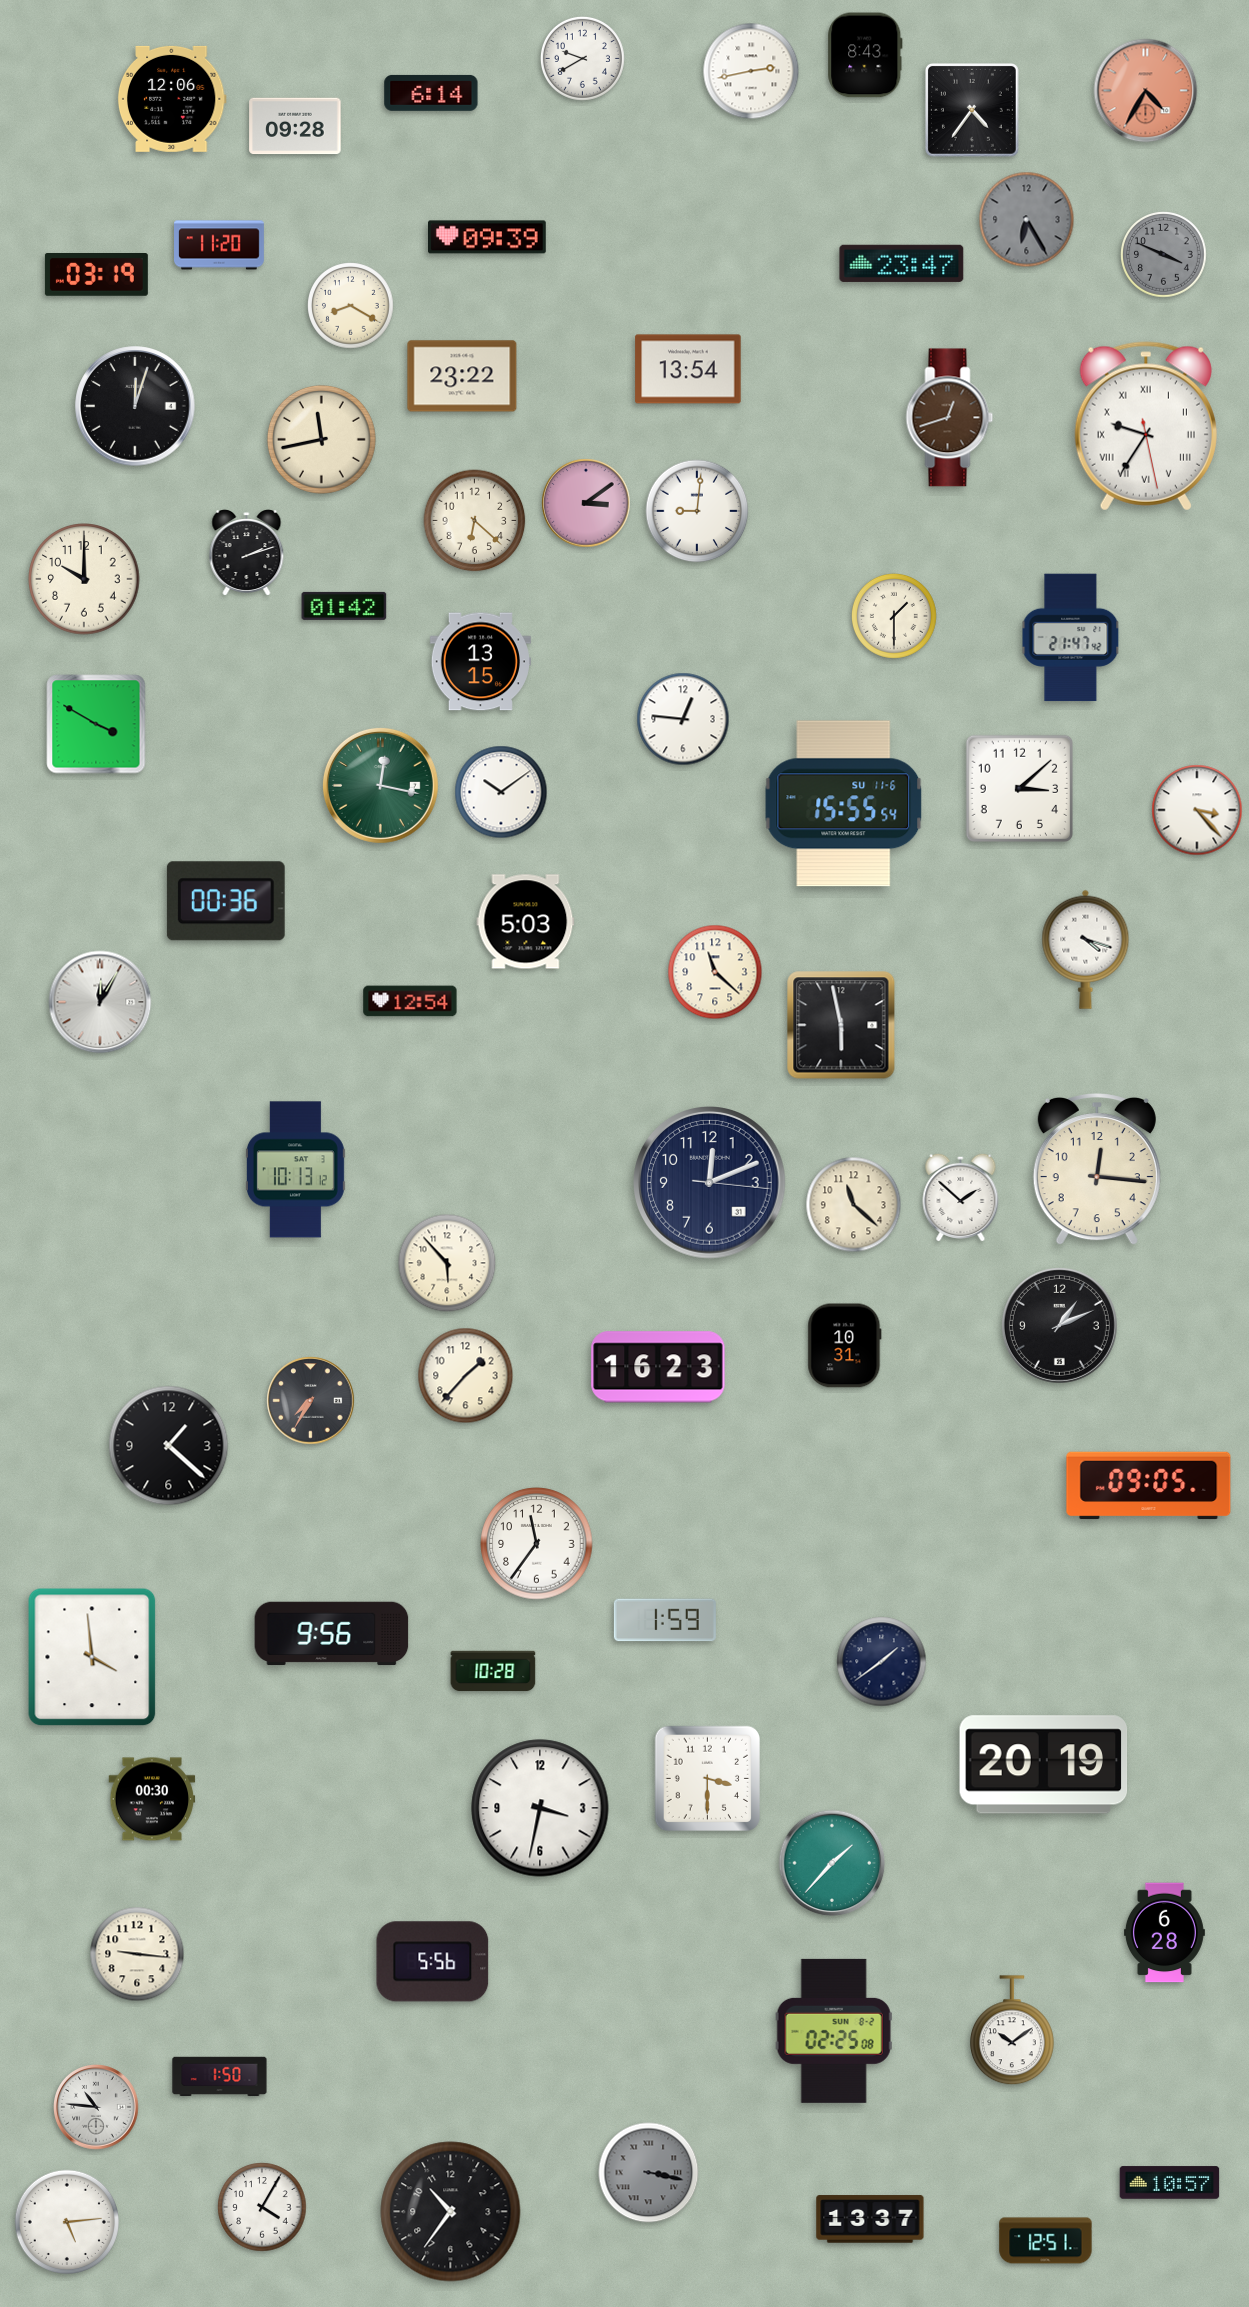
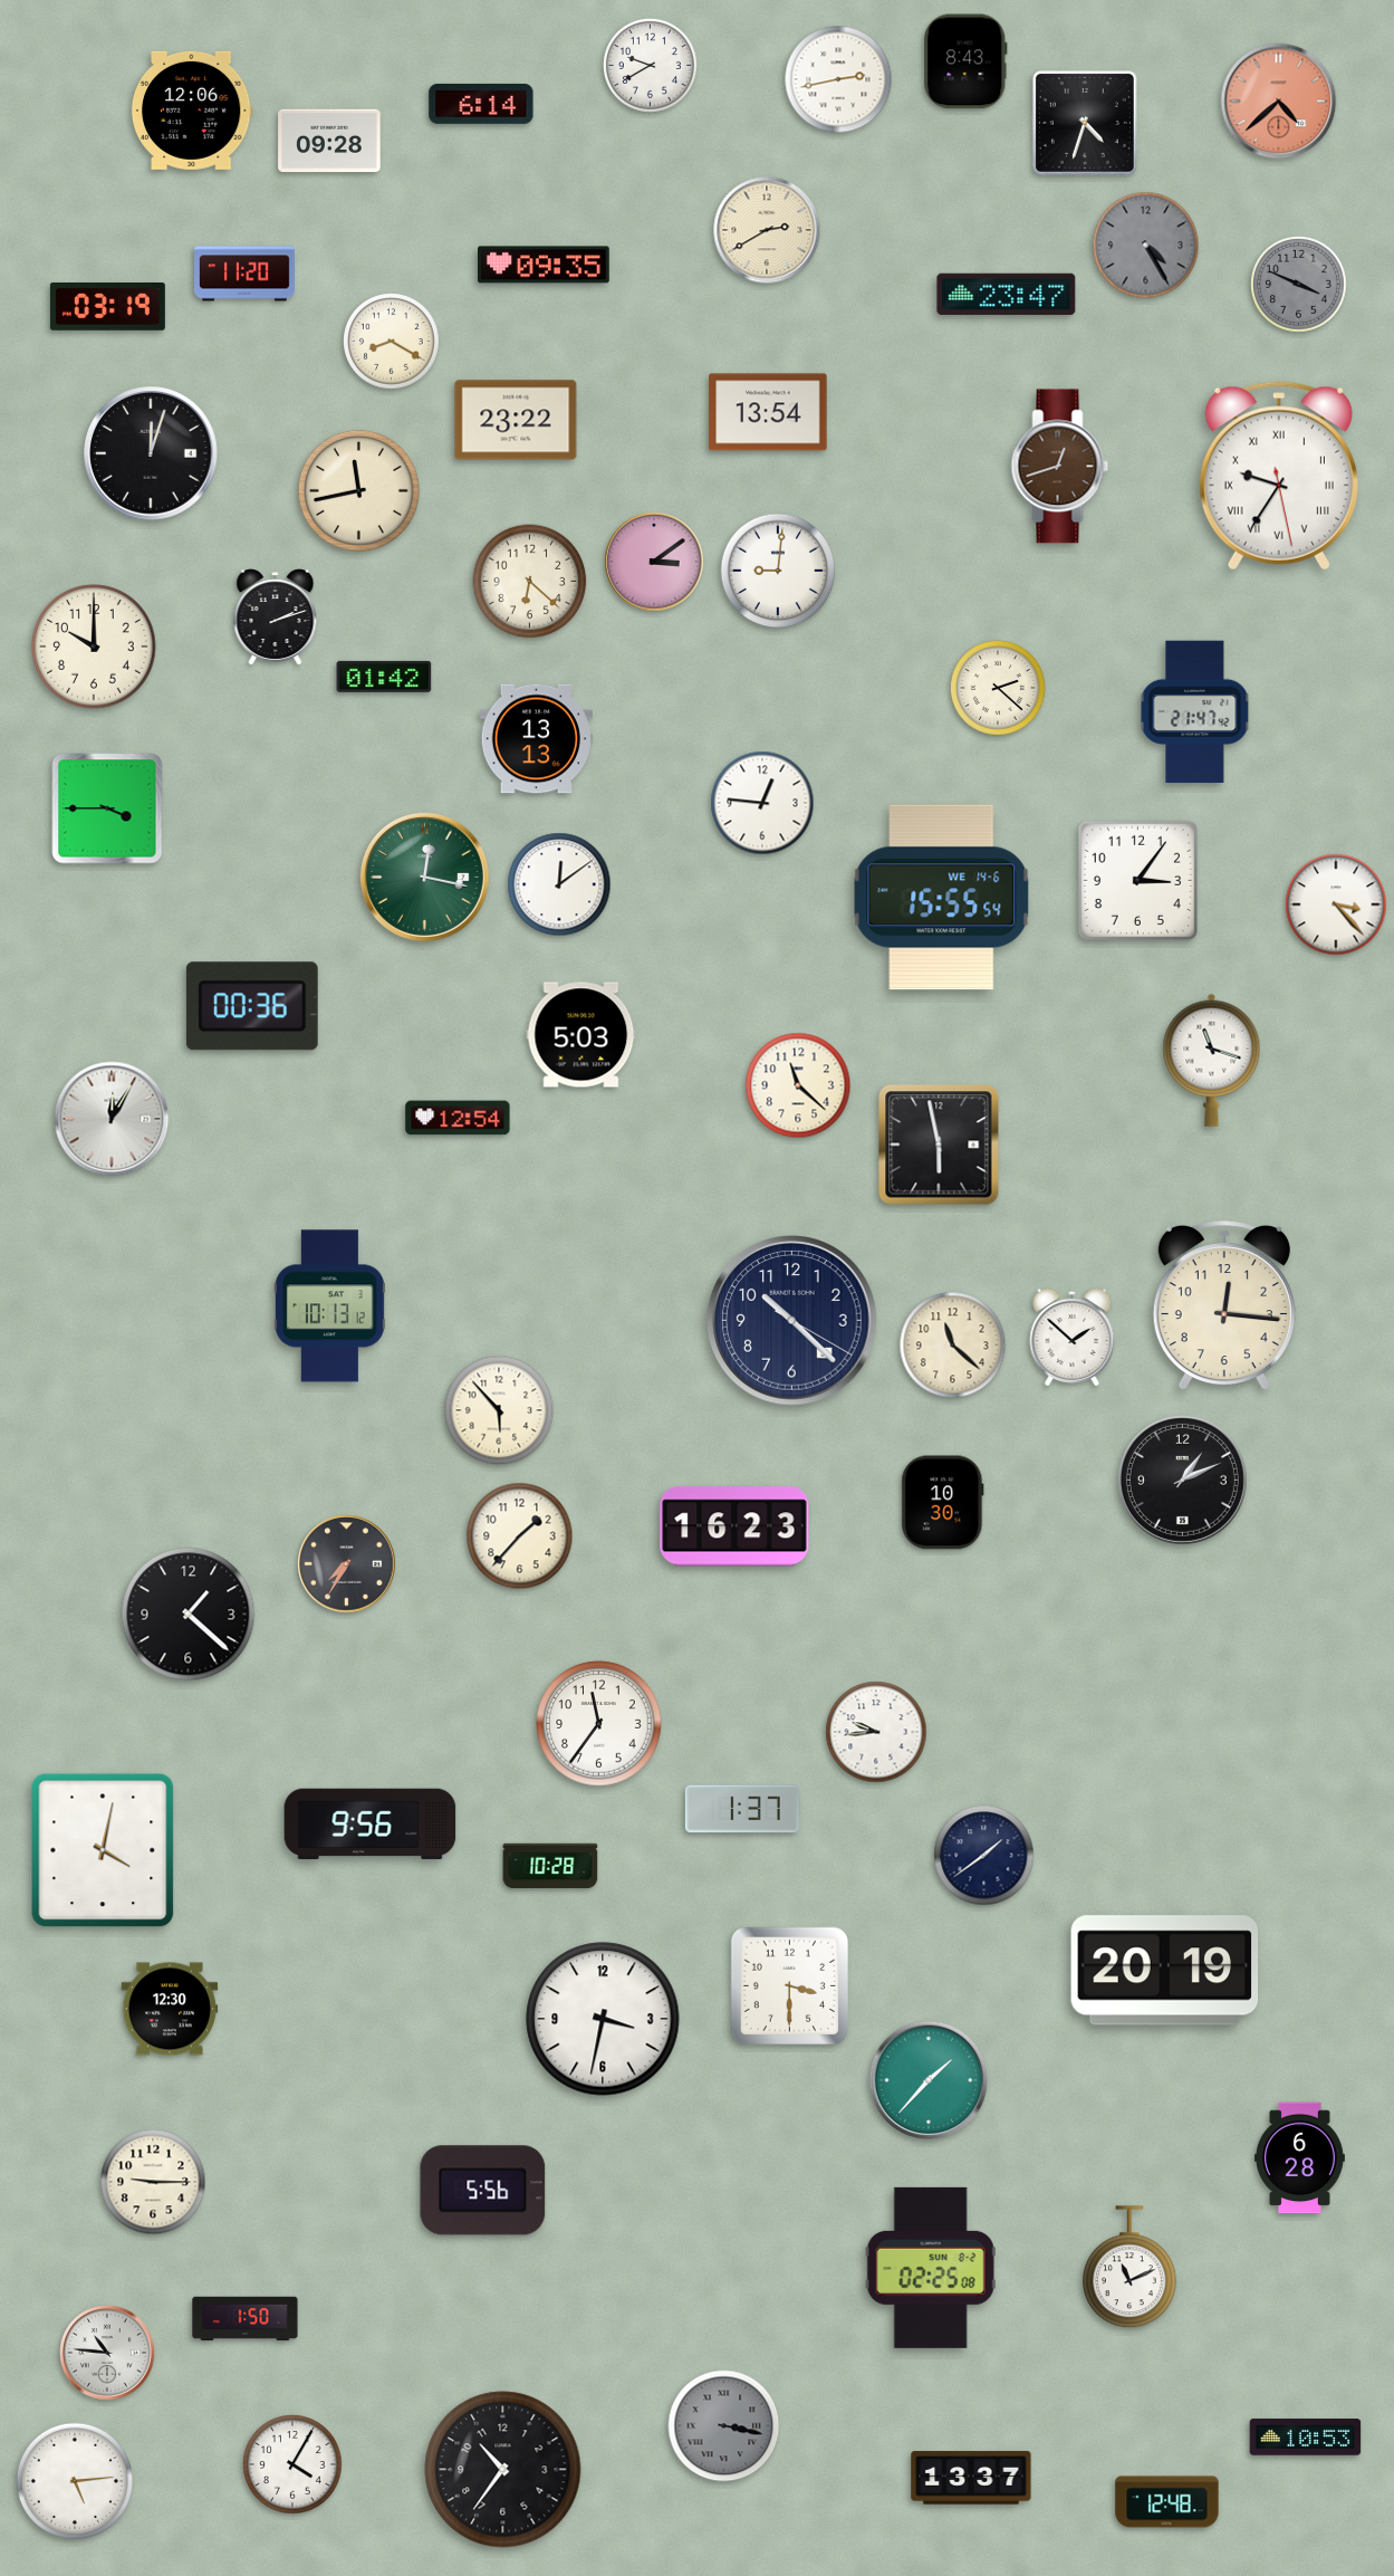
clock at (1146, 91): 4:35 -> 4:38
clock at (972, 110): 4:36 -> 4:33
clock at (767, 230): none -> 2:40
clock at (1027, 220): 6:25 -> 4:25
clock at (488, 237): 09:39 -> 09:35
clock at (894, 616): 1:30 -> 2:22
clock at (480, 662): 13:15 -> 13:13
clock at (96, 724): 3:50 -> 3:45
clock at (1019, 788): 3:08 -> 3:06
clock at (501, 792): 10:09 -> 12:09
clock at (844, 804) date: SU 11-6 -> WE 14-6
clock at (526, 922) position: (526, 922) -> (581, 1035)
clock at (1086, 949): 4:18 -> 11:18
clock at (710, 1183): 12:11 -> 10:22
clock at (845, 1346): 10:31 -> 10:30
clock at (1149, 1486): 09:05 -> none
clock at (876, 1732): none -> 9:44
clock at (665, 1620): 1:59 -> 1:37
clock at (92, 1657): 3:59 -> 4:02
clock at (152, 1799): 00:30 -> 12:30
clock at (137, 1954): 9:16 -> 9:15
clock at (1012, 2031): 10:09 -> 11:11
clock at (1170, 2183): 10:57 -> 10:53
clock at (1046, 2241): 12:51 -> 12:48
